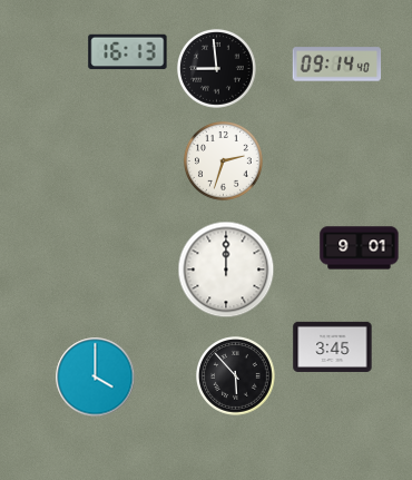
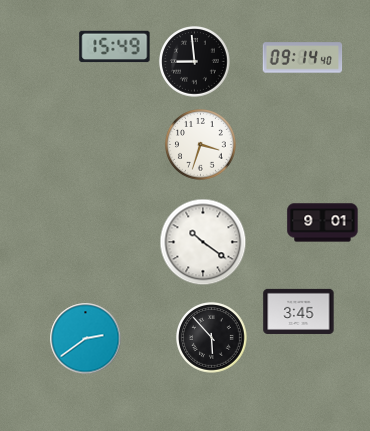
clock at (128, 52): 16:13 -> 15:49
clock at (224, 161): 2:33 -> 3:33
clock at (226, 270): 12:00 -> 10:21
clock at (96, 378): 4:00 -> 2:39
